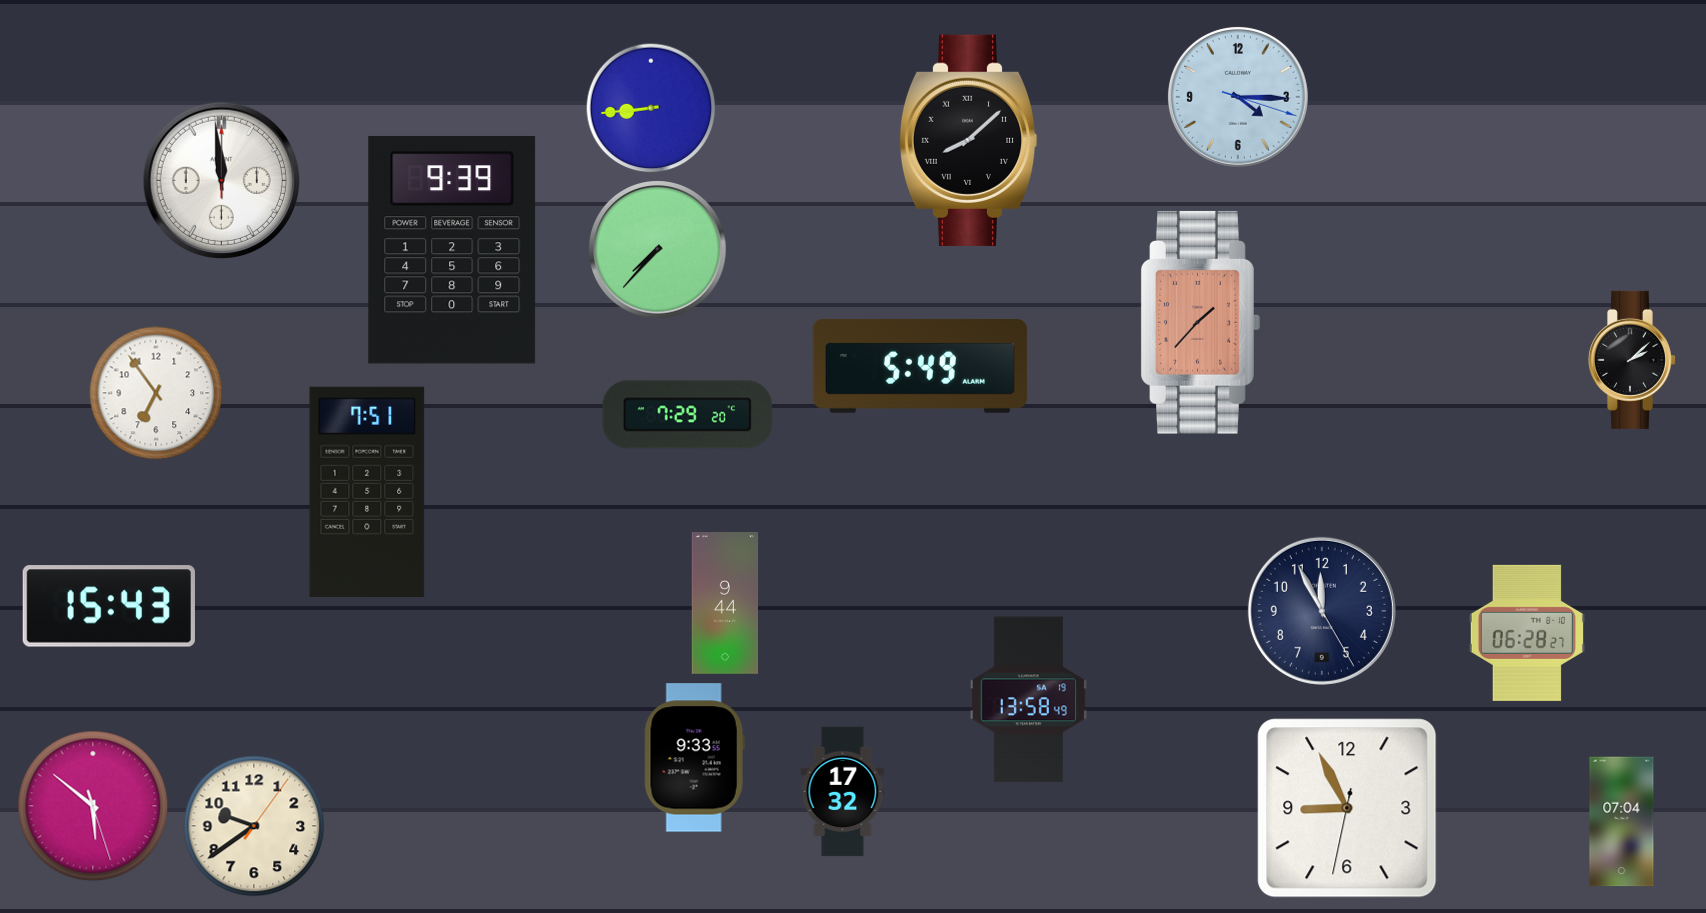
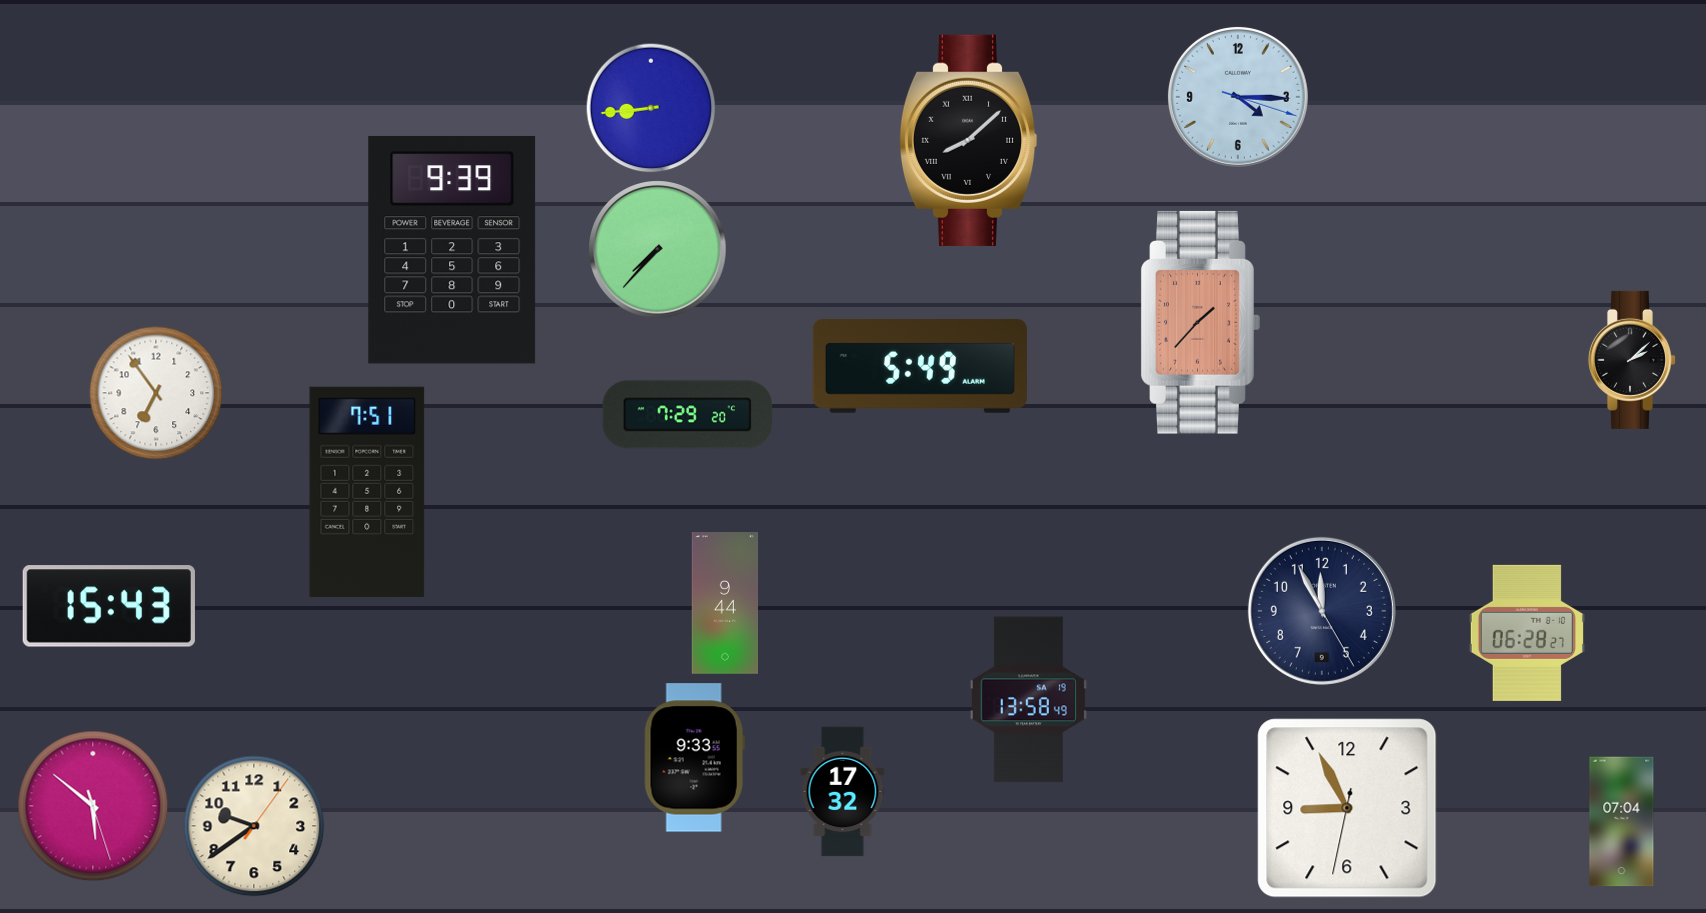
clock at (221, 180): 11:59 -> none
